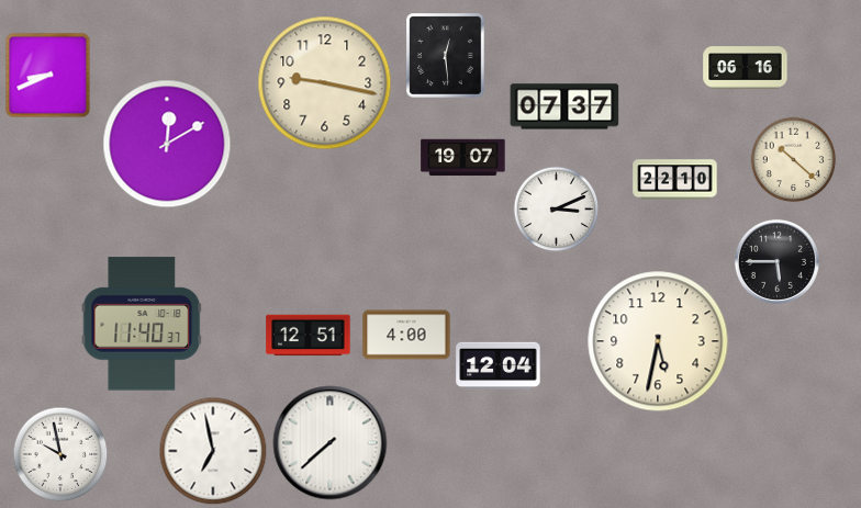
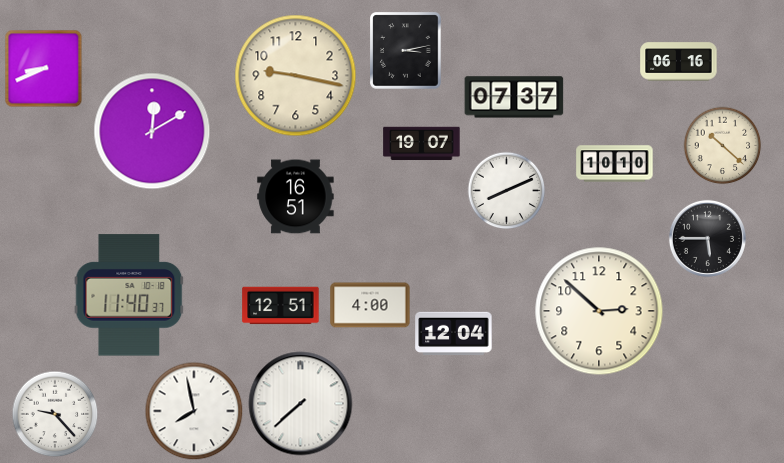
clock at (446, 56): 12:29 -> 3:13
clock at (675, 180): 22:10 -> 10:10
clock at (556, 208): 3:11 -> 8:11
clock at (296, 197): none -> 16:51
clock at (658, 341): 5:32 -> 2:52
clock at (213, 451): 6:58 -> 7:58
clock at (60, 454): 9:58 -> 9:23
